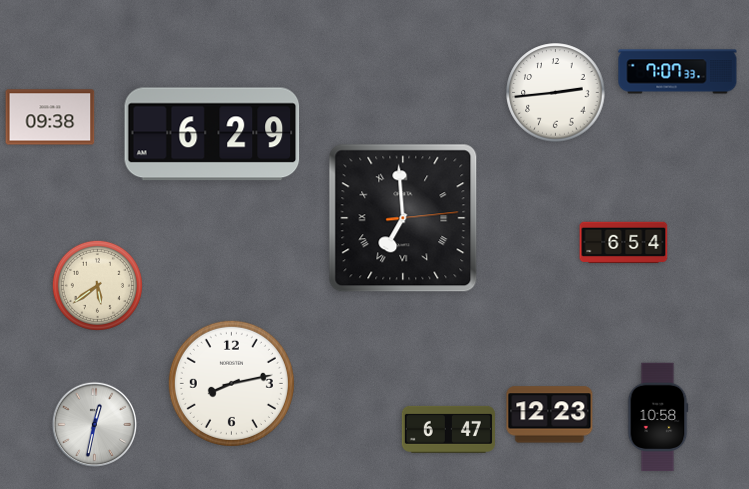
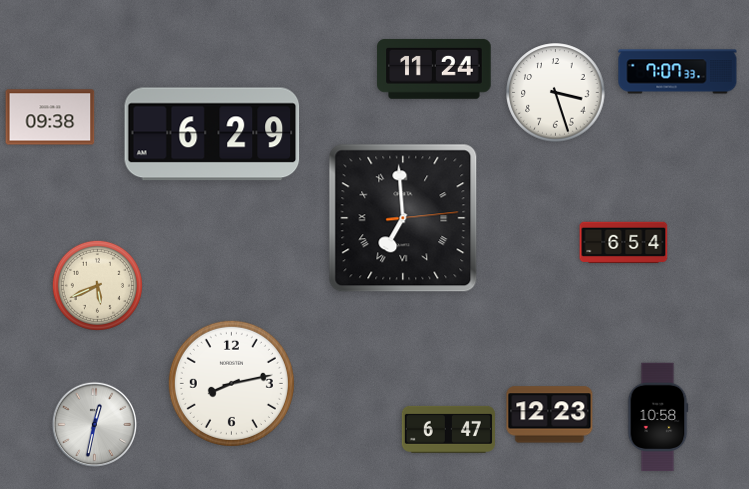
clock at (434, 69): none -> 11:24
clock at (556, 93): 2:44 -> 3:27
clock at (97, 285): 5:39 -> 5:41
